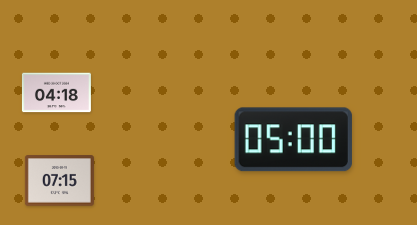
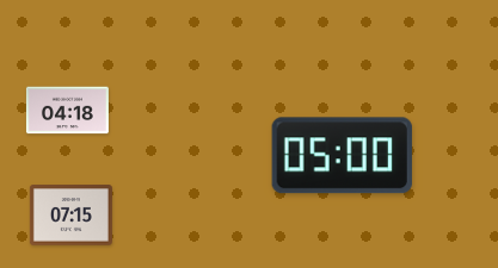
clock at (293, 140) position: (293, 140) -> (342, 156)
